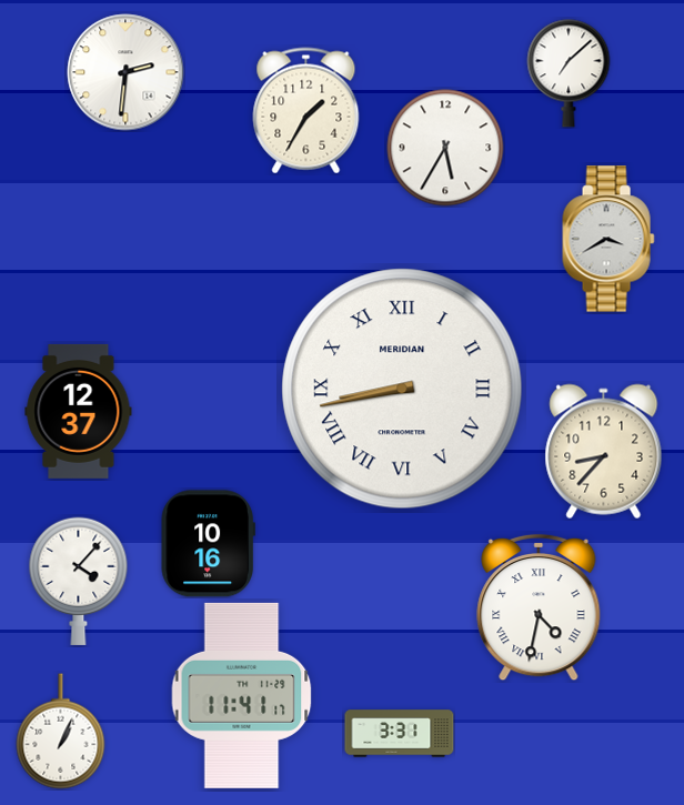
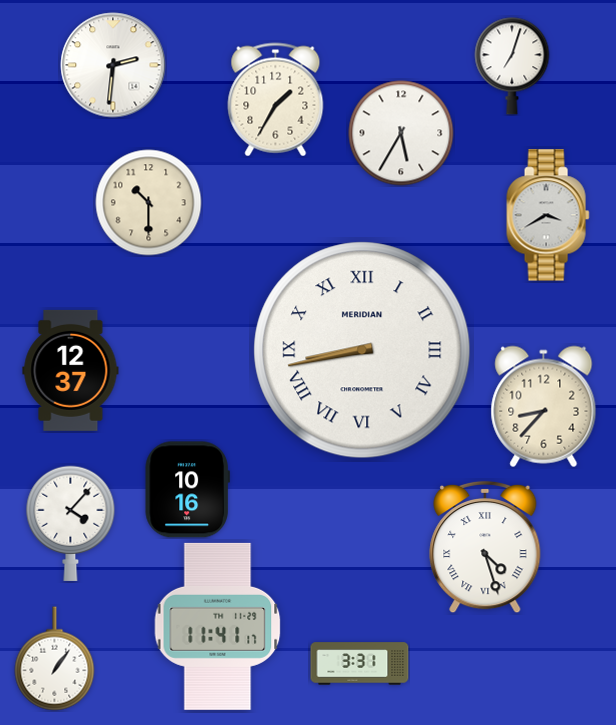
clock at (569, 73): 7:08 -> 7:03
clock at (149, 203): none -> 10:30
clock at (539, 607): 4:32 -> 4:27
clock at (61, 732): 1:04 -> 1:06
clock at (400, 734) position: (400, 734) -> (360, 664)
